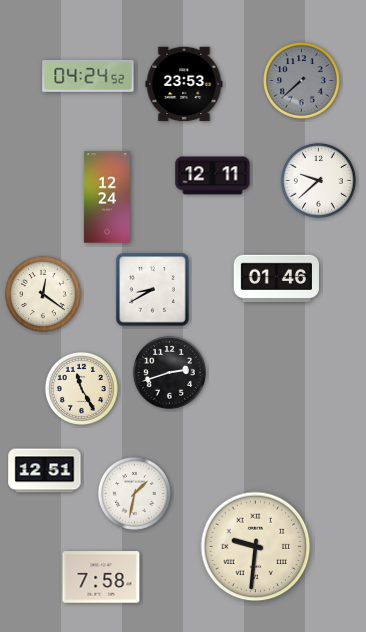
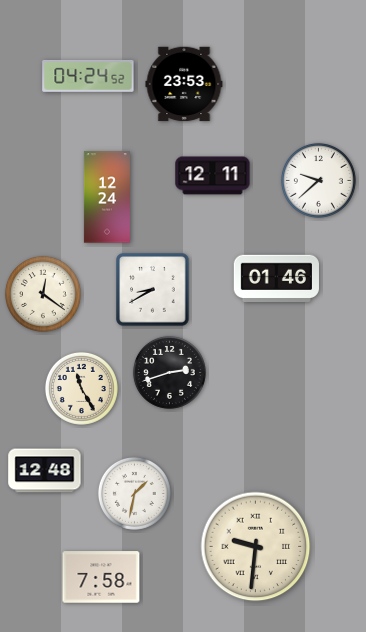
clock at (302, 81): 7:38 -> none
clock at (45, 471): 12:51 -> 12:48
